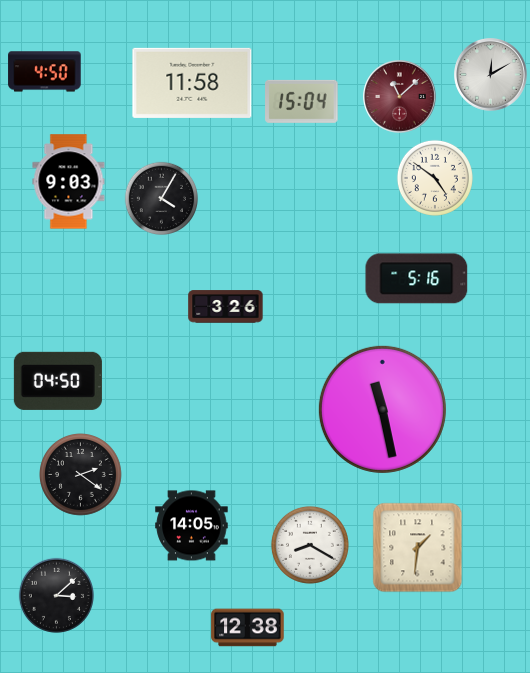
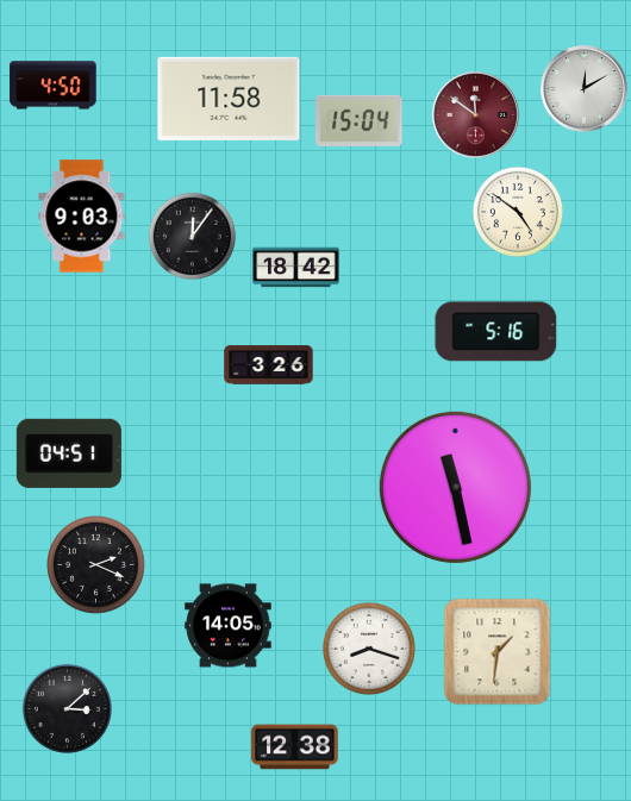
clock at (400, 97): 11:08 -> 11:51
clock at (161, 198): 4:05 -> 12:06
clock at (296, 268): none -> 18:42
clock at (58, 381): 04:50 -> 04:51
clock at (81, 475): 2:21 -> 2:19
clock at (310, 545): 8:20 -> 8:18
